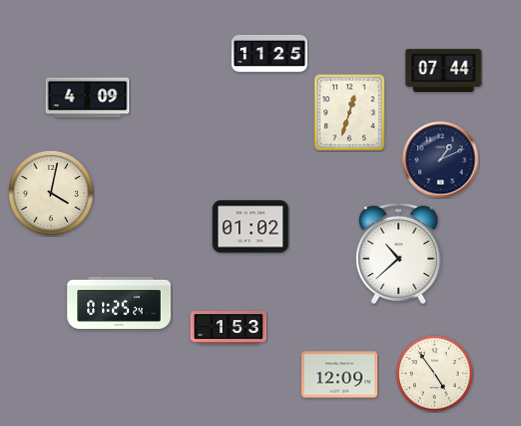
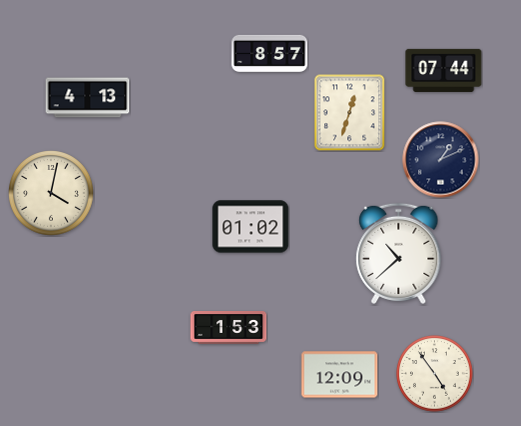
clock at (270, 53): 11:25 -> 8:57
clock at (88, 98): 4:09 -> 4:13
clock at (119, 303): 01:25 -> none
